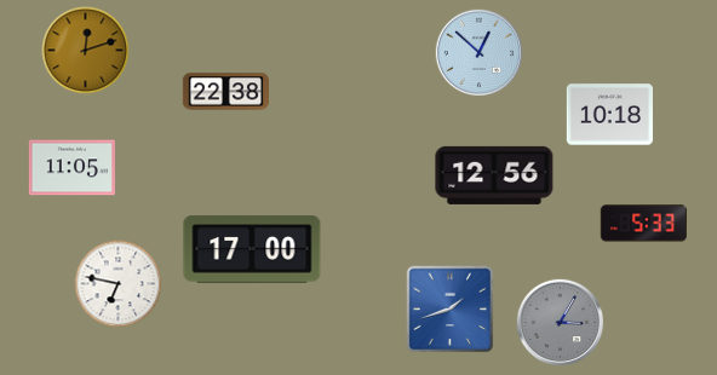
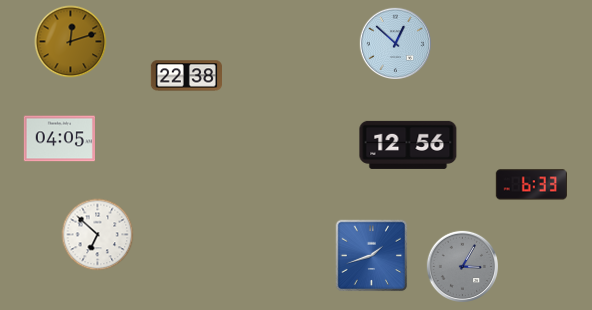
clock at (609, 115): 10:18 -> none
clock at (71, 168): 11:05 -> 04:05
clock at (643, 224): 5:33 -> 6:33
clock at (252, 249): 17:00 -> none
clock at (119, 284): 6:47 -> 6:52
